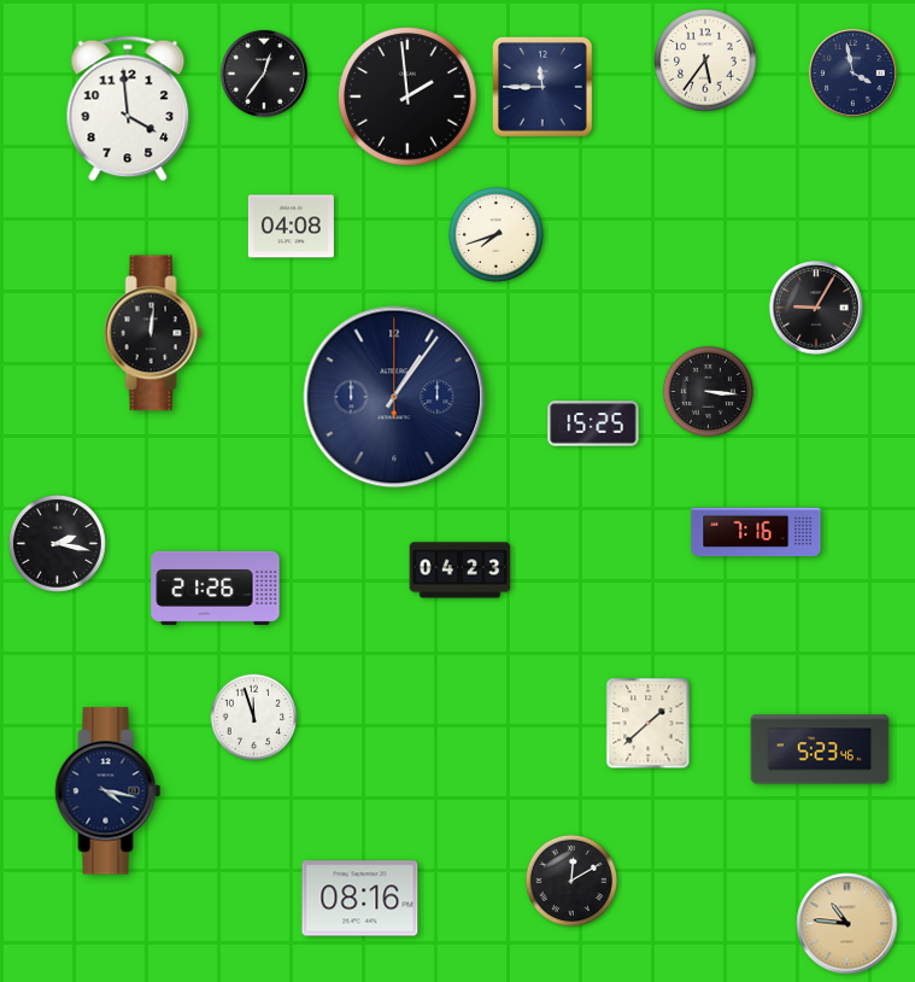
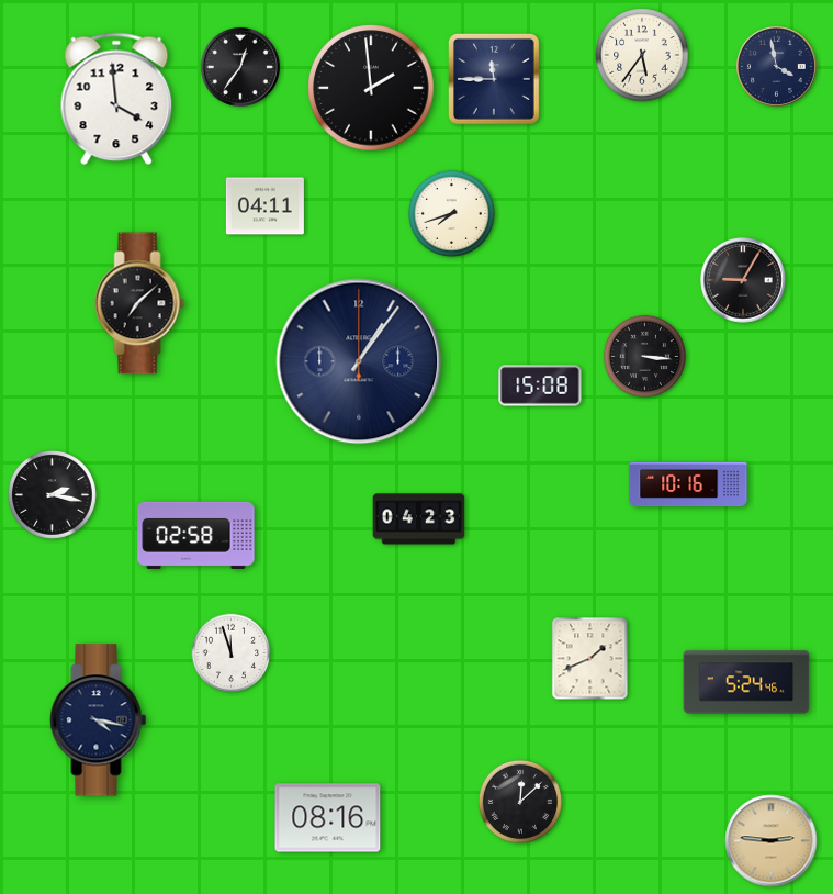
clock at (291, 227): 04:08 -> 04:11
clock at (153, 333): 12:01 -> 7:08
clock at (593, 423): 15:25 -> 15:08
clock at (756, 532): 7:16 -> 10:16
clock at (216, 588): 21:26 -> 02:58
clock at (649, 724): 1:38 -> 1:41
clock at (820, 749): 5:23 -> 5:24
clock at (571, 881): 12:10 -> 12:08
clock at (847, 924): 10:46 -> 2:46
